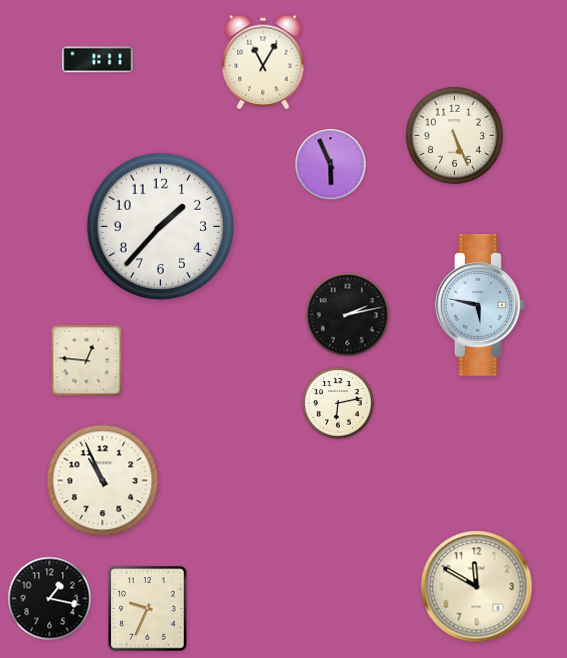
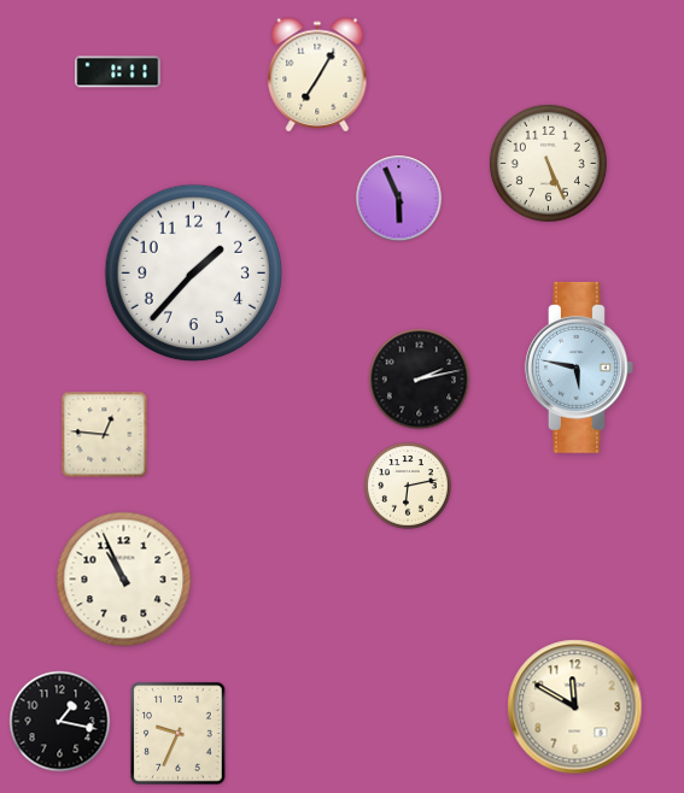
clock at (263, 62): 11:05 -> 7:05
